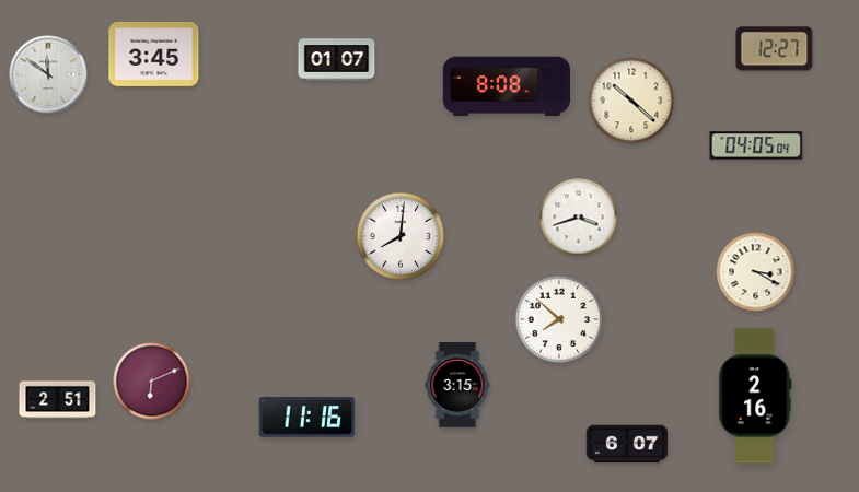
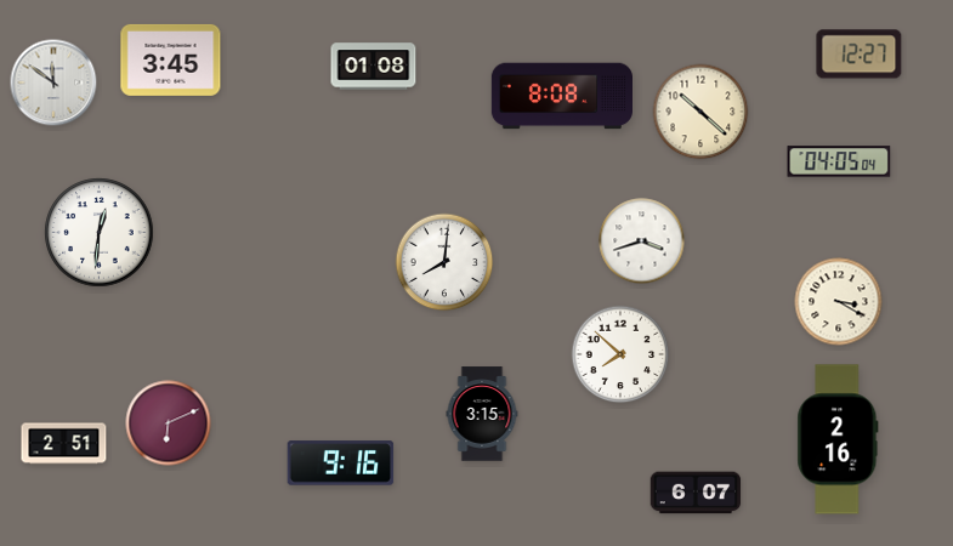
clock at (337, 60): 01:07 -> 01:08
clock at (100, 233): none -> 12:31
clock at (457, 385) position: (457, 385) -> (482, 414)
clock at (307, 418): 11:16 -> 9:16
